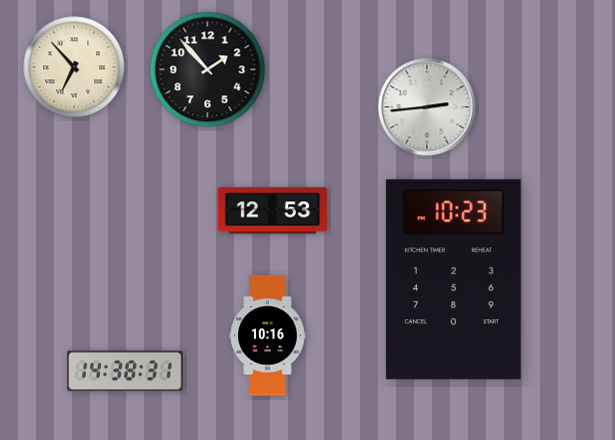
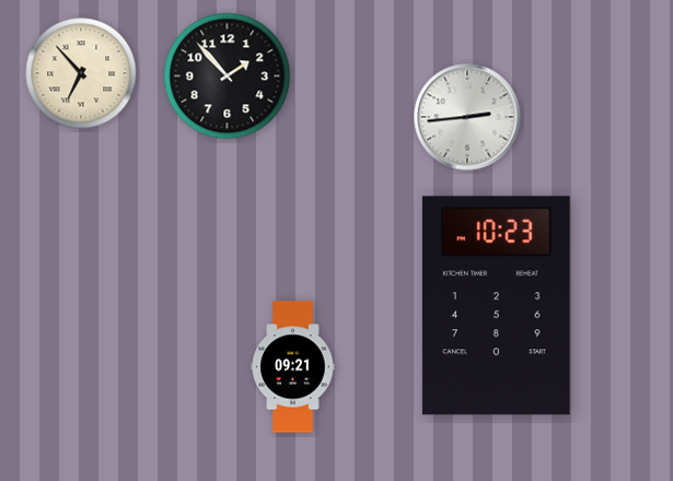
clock at (273, 211): 12:53 -> none
clock at (268, 336): 10:16 -> 09:21
clock at (125, 371): 14:38 -> none
